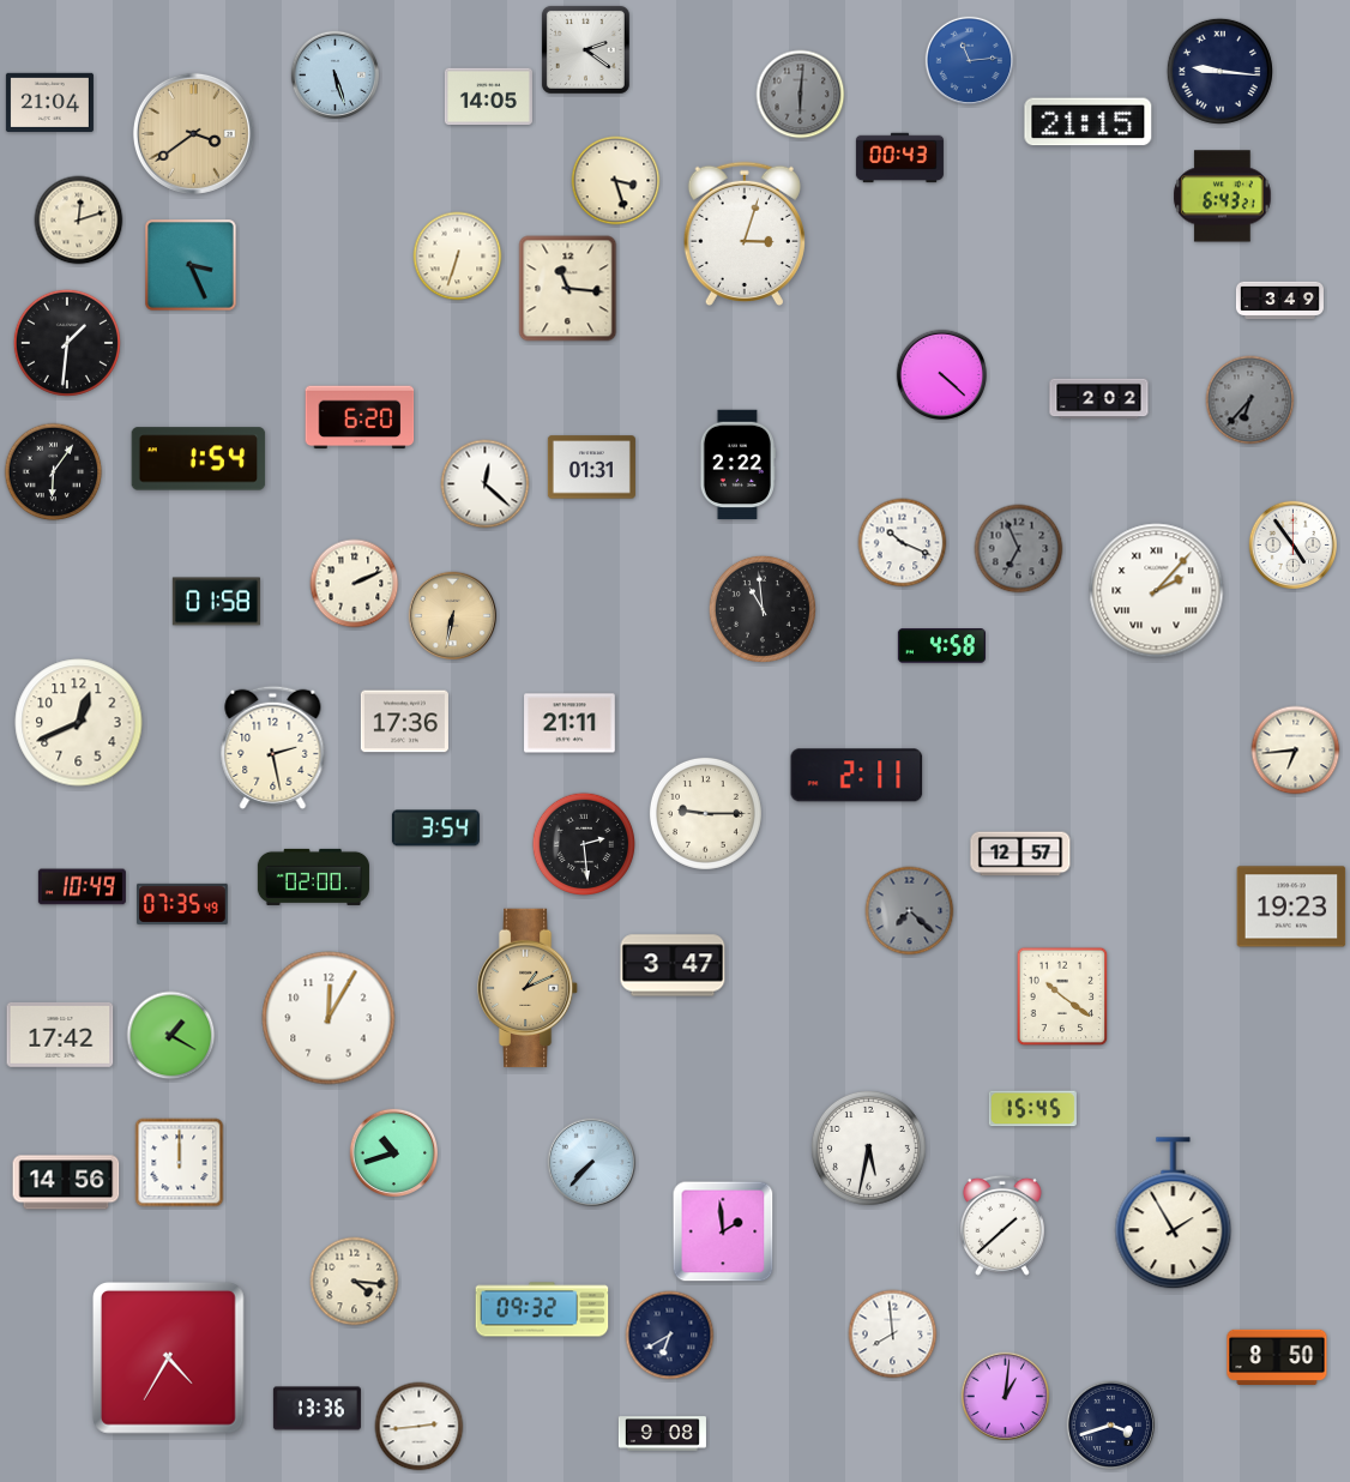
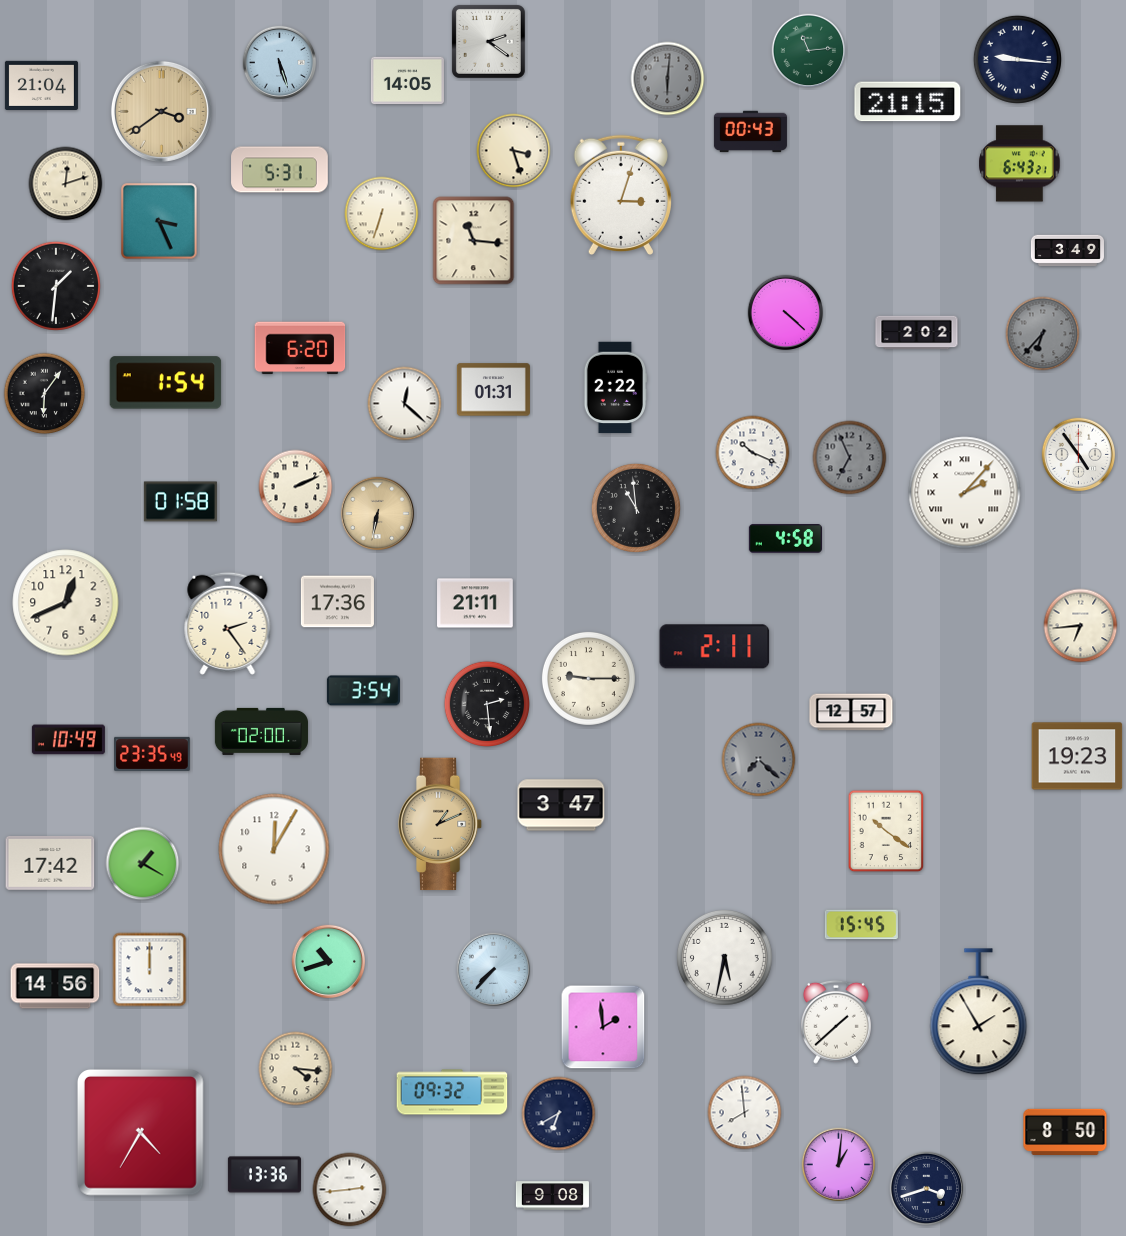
clock at (970, 61) dial: blue -> green
clock at (280, 170): none -> 5:31
clock at (273, 747): 2:28 -> 2:24
clock at (182, 904): 07:35 -> 23:35
